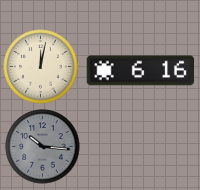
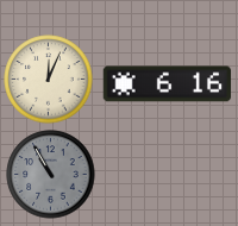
clock at (41, 67): 12:02 -> 12:04
clock at (43, 147): 10:16 -> 10:55
